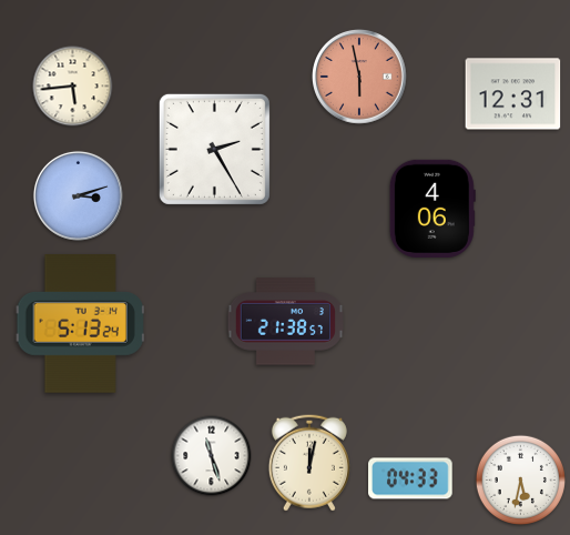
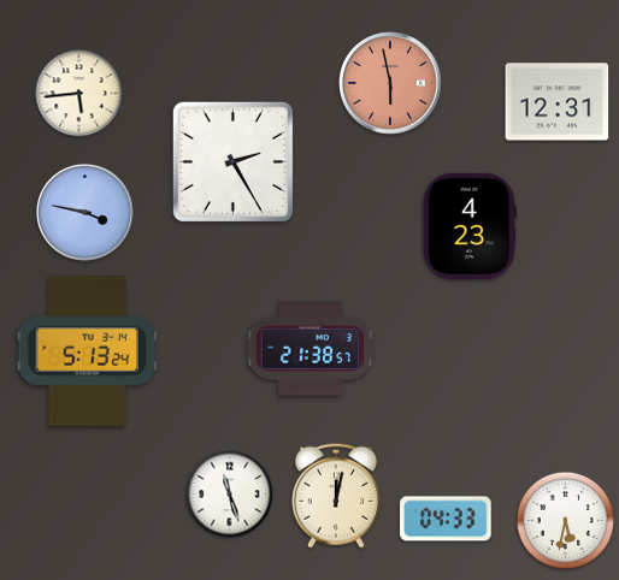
clock at (78, 195): 3:12 -> 3:47
clock at (432, 209): 4:06 -> 4:23
clock at (309, 463) position: (309, 463) -> (336, 496)
